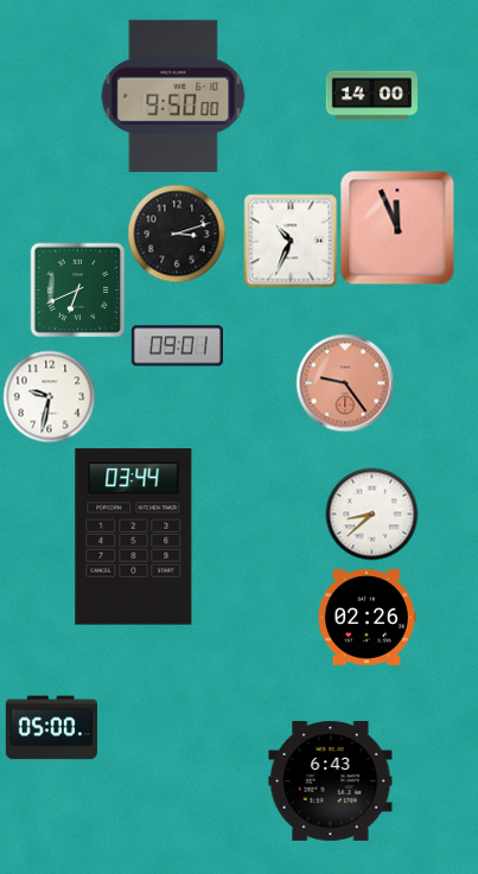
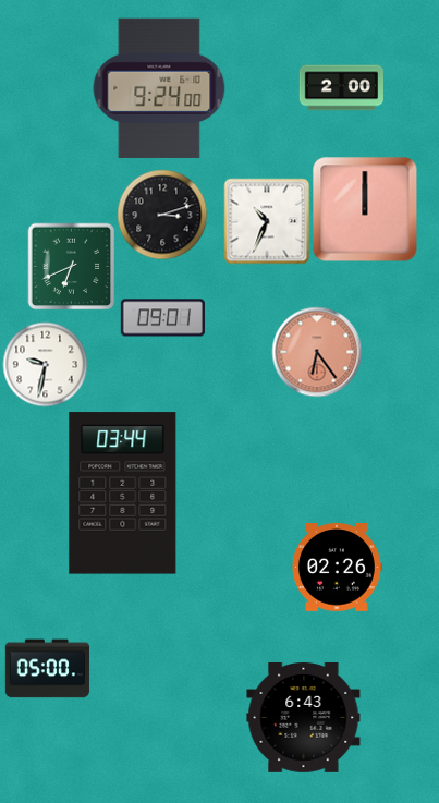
clock at (173, 96): 9:50 -> 9:24
clock at (371, 96): 14:00 -> 2:00
clock at (397, 228): 11:56 -> 12:00
clock at (345, 383): 9:24 -> 6:24
clock at (371, 513): 8:38 -> none
